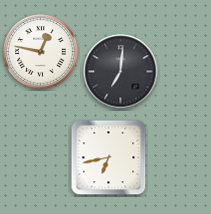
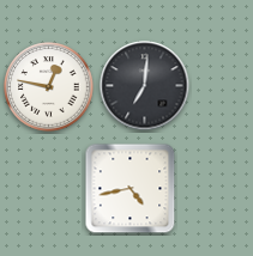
clock at (41, 52) position: (41, 52) -> (49, 87)
clock at (109, 158): 6:43 -> 4:43
